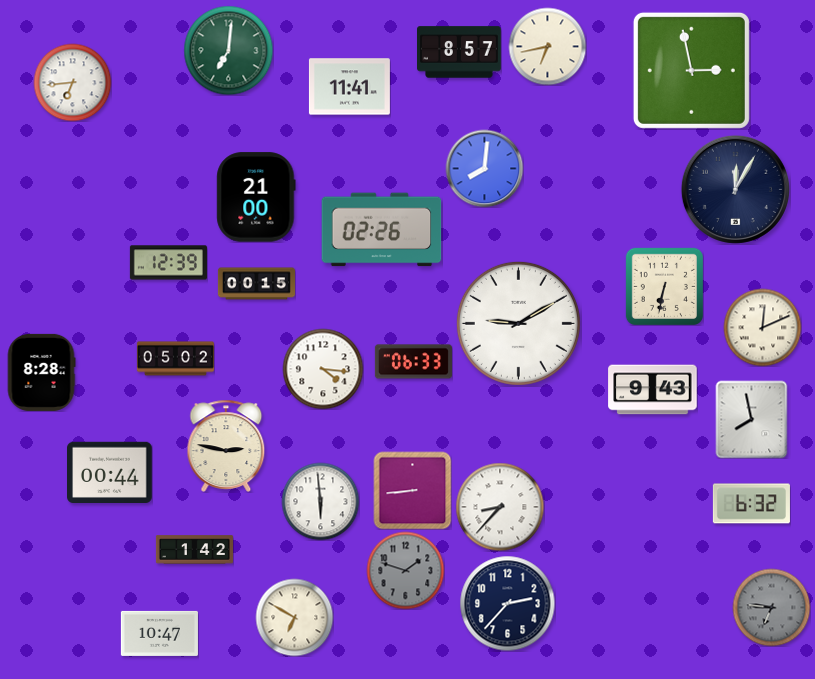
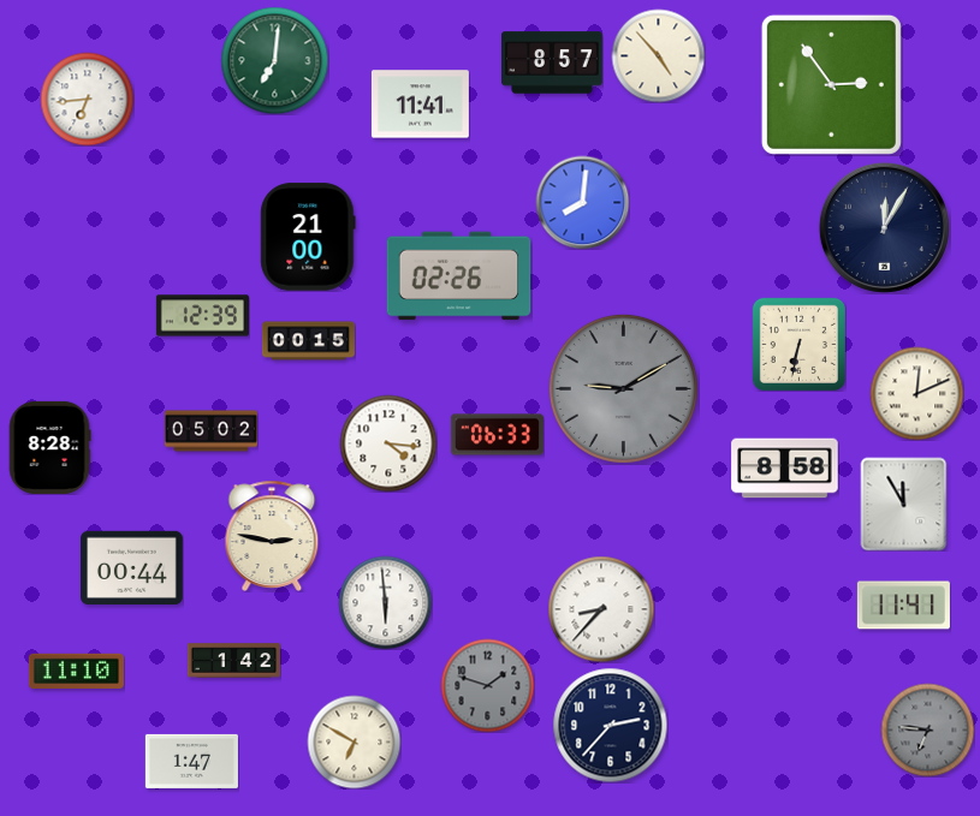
clock at (547, 46): 6:43 -> 4:53
clock at (691, 70): 2:58 -> 2:54
clock at (518, 323) dial: white -> grey
clock at (653, 390): 9:43 -> 8:58
clock at (752, 419): 7:58 -> 11:55
clock at (412, 490): 8:44 -> none
clock at (751, 504): 6:32 -> 11:41
clock at (76, 671): none -> 11:10
clock at (159, 633): 10:47 -> 1:47
